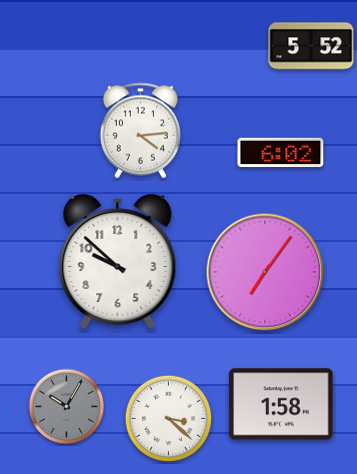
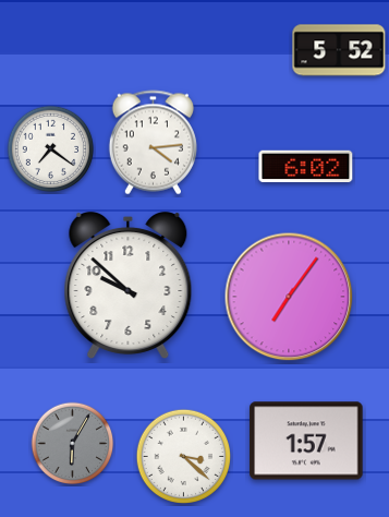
clock at (51, 149): none -> 7:21
clock at (281, 404): 1:58 -> 1:57
clock at (67, 407): 10:05 -> 6:05
